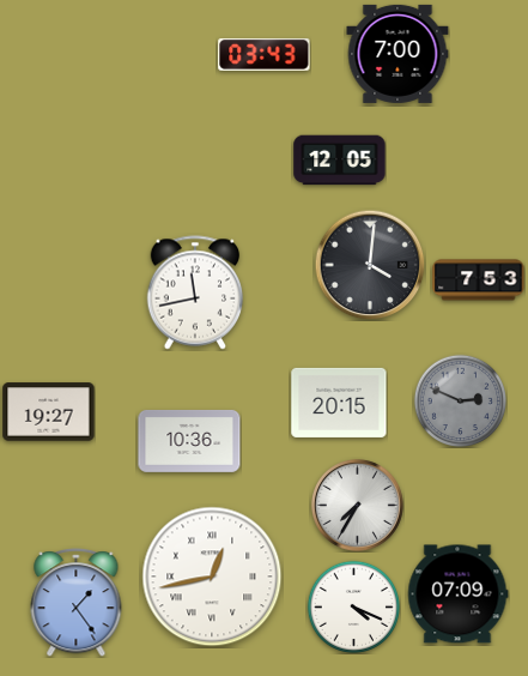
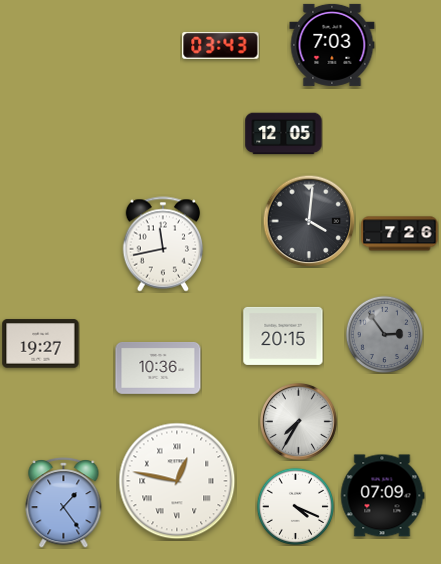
clock at (397, 54): 7:00 -> 7:03
clock at (479, 280): 7:53 -> 7:26
clock at (460, 400): 2:49 -> 2:54
clock at (212, 577): 12:43 -> 12:47
